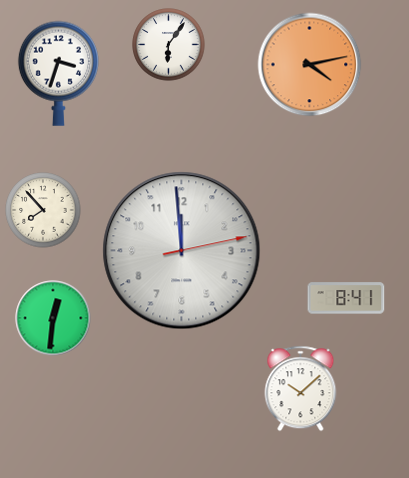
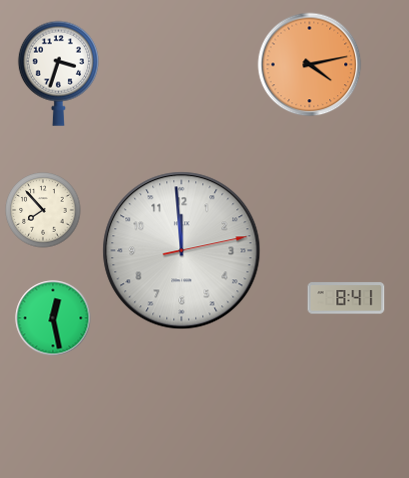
clock at (169, 45): 6:06 -> none
clock at (53, 318): 12:31 -> 12:28
clock at (301, 389): 10:08 -> none
